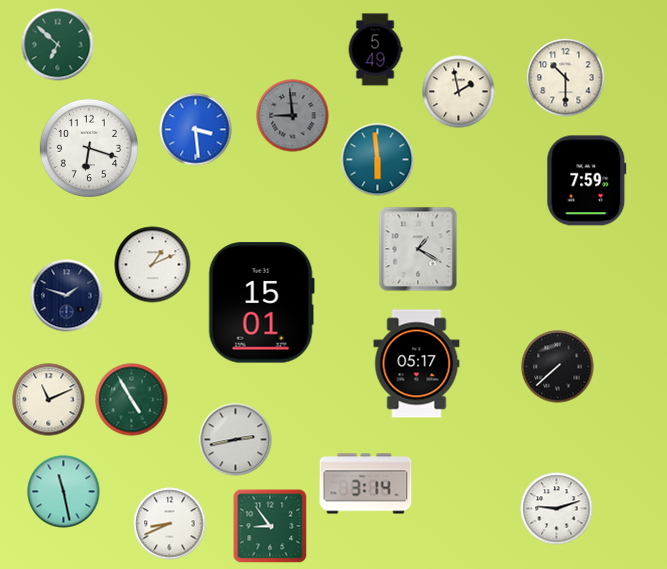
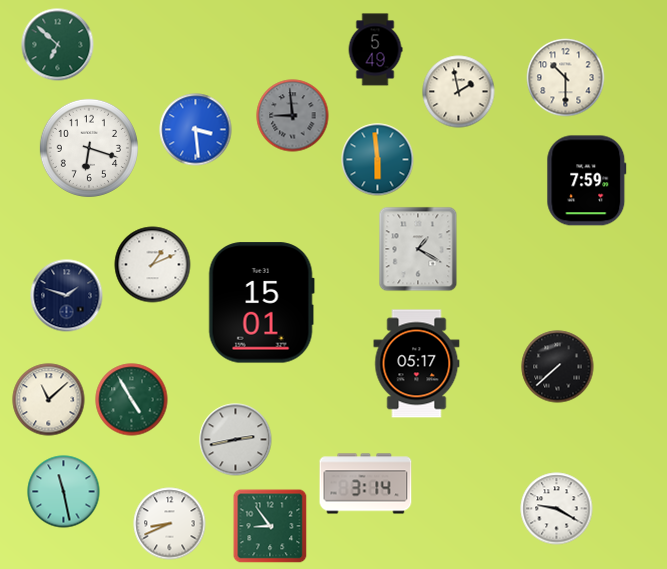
clock at (49, 400): 11:11 -> 11:08
clock at (557, 509): 9:12 -> 9:20
